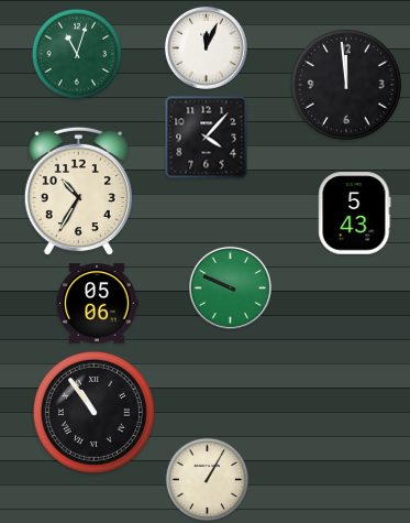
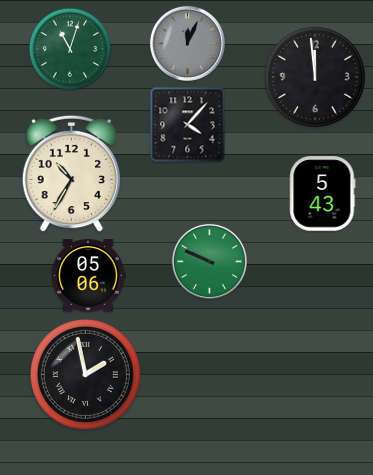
clock at (206, 47) dial: white -> grey
clock at (93, 412): 10:54 -> 1:58
clock at (208, 480): 1:05 -> none
